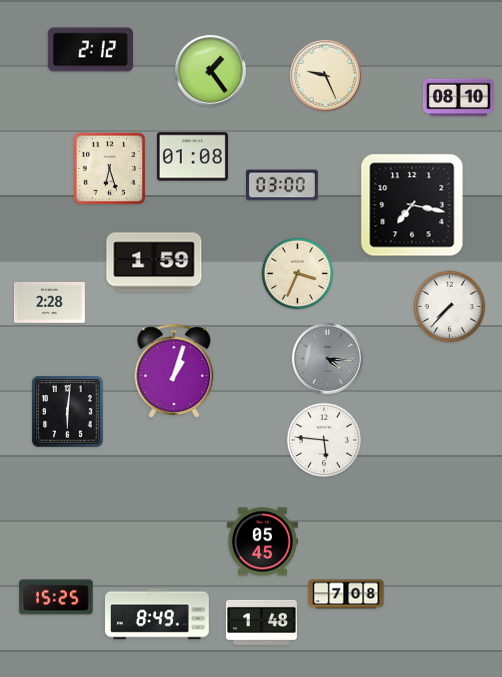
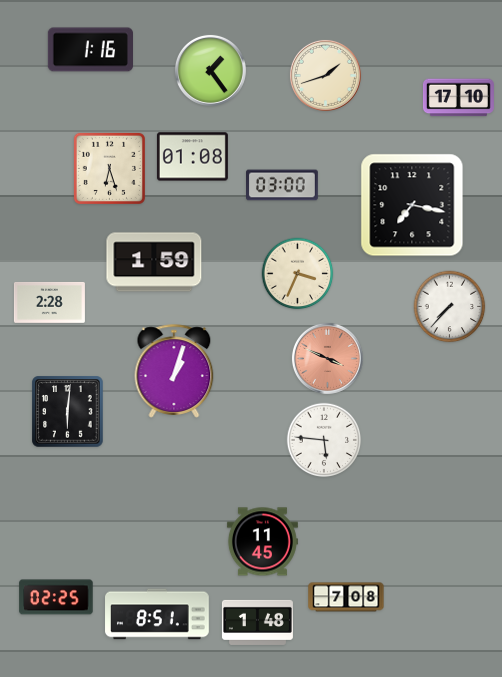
clock at (90, 50): 2:12 -> 1:16
clock at (325, 75): 9:26 -> 1:42
clock at (458, 98): 08:10 -> 17:10
clock at (327, 358): 4:16 -> 3:49
clock at (327, 358) dial: grey -> salmon
clock at (262, 542): 05:45 -> 11:45
clock at (346, 594) position: (346, 594) -> (346, 597)
clock at (56, 597): 15:25 -> 02:25
clock at (157, 614): 8:49 -> 8:51
clock at (261, 622) position: (261, 622) -> (257, 622)
